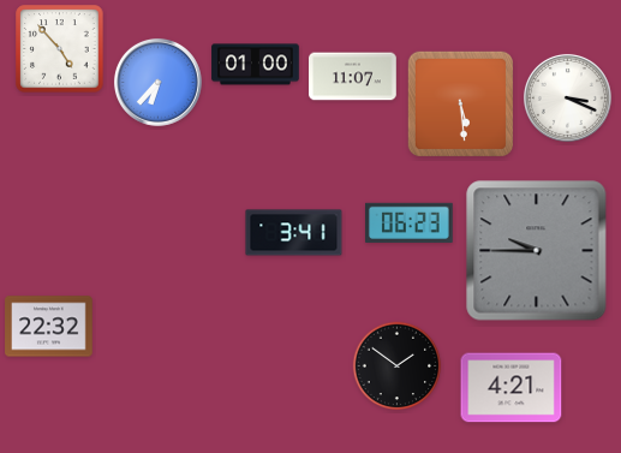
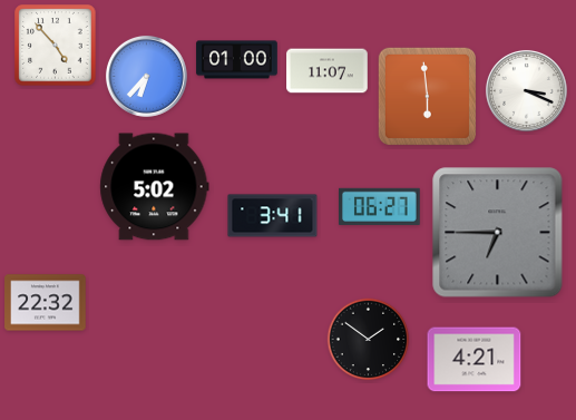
clock at (460, 103): 5:29 -> 5:59
clock at (155, 187): none -> 5:02
clock at (410, 222): 06:23 -> 06:27
clock at (537, 251): 9:45 -> 6:45
